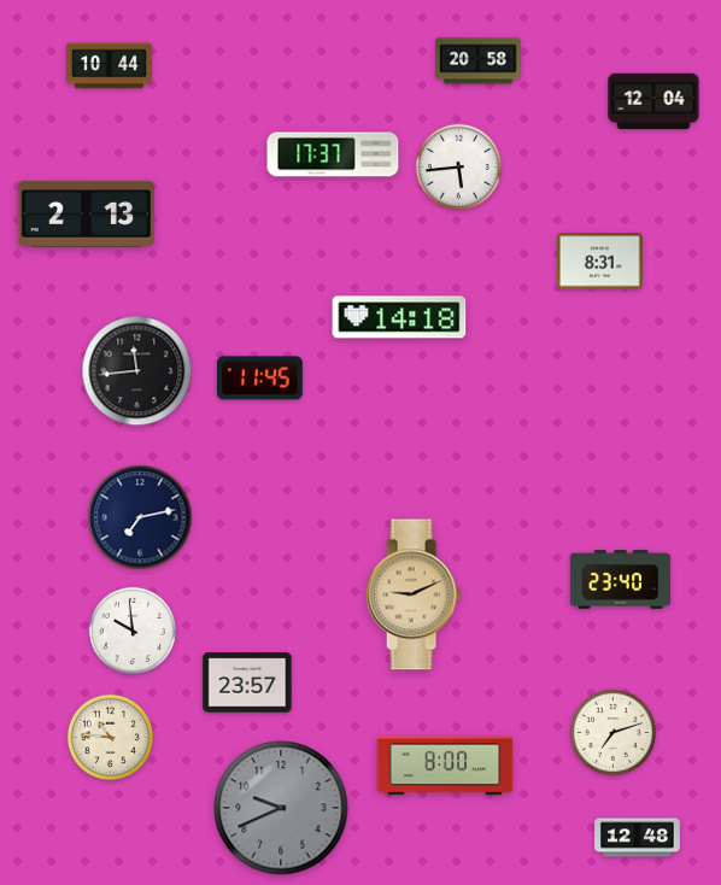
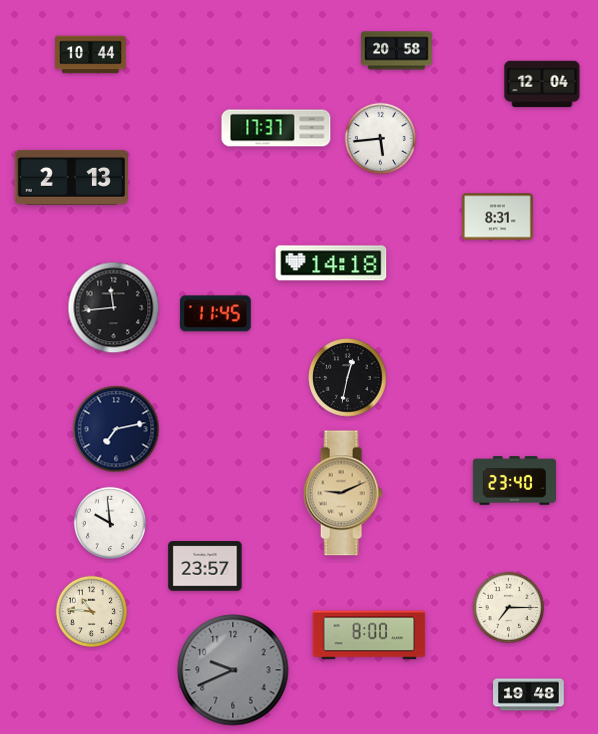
clock at (348, 378): none -> 12:32
clock at (614, 733): 7:12 -> 7:15
clock at (638, 838): 12:48 -> 19:48
